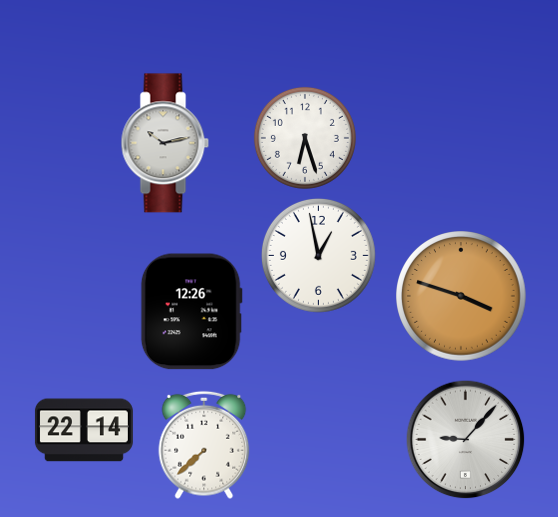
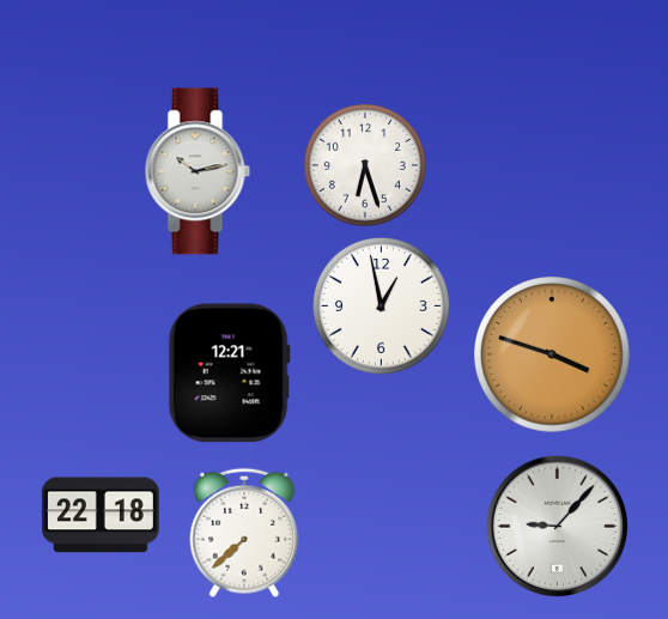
clock at (191, 312): 12:26 -> 12:21
clock at (84, 430): 22:14 -> 22:18
